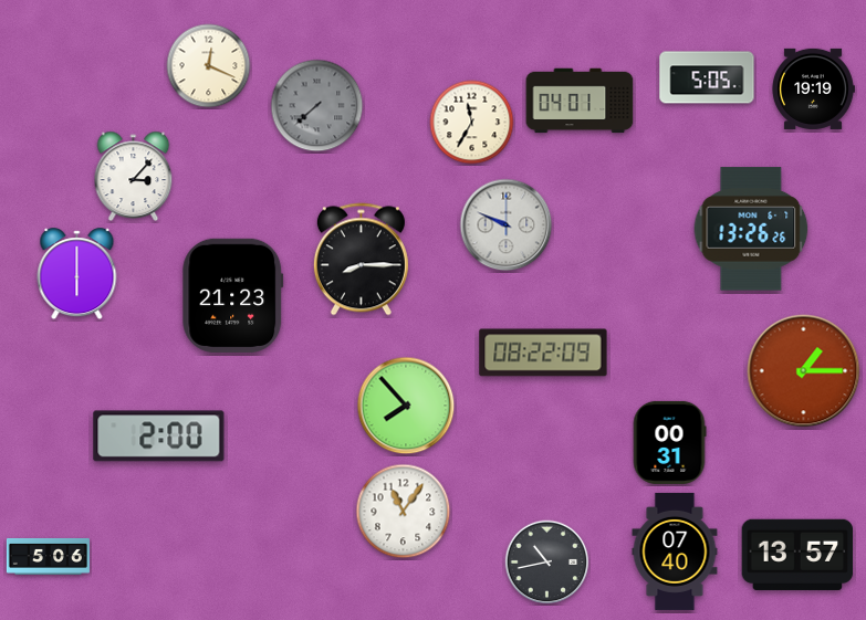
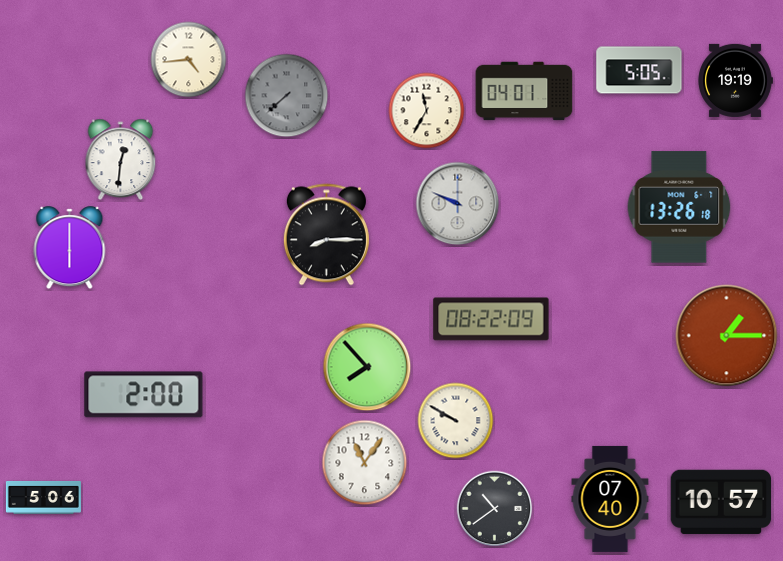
clock at (209, 66): 12:19 -> 4:44
clock at (134, 177): 3:07 -> 12:31
clock at (751, 229): 13:26:26 -> 13:26:18
clock at (233, 295): 21:23 -> none
clock at (669, 442): 00:31 -> none
clock at (456, 421): none -> 9:50
clock at (797, 555): 13:57 -> 10:57
clock at (48, 557) position: (48, 557) -> (43, 498)
clock at (547, 563): 10:43 -> 10:39
